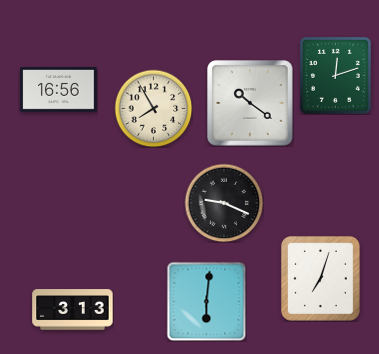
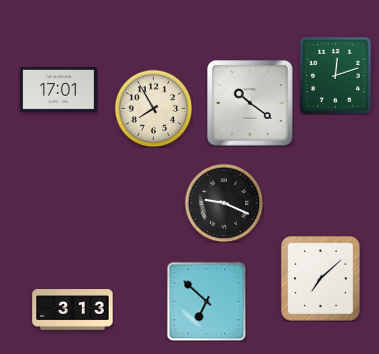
clock at (59, 90): 16:56 -> 17:01
clock at (320, 278): 7:03 -> 7:08
clock at (206, 301): 6:01 -> 6:52
